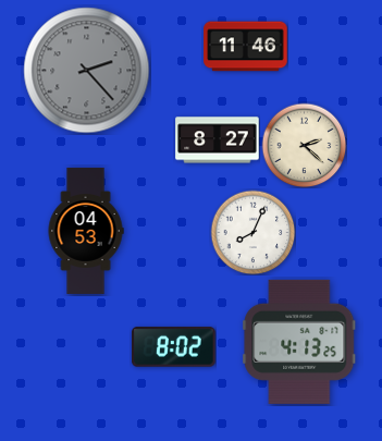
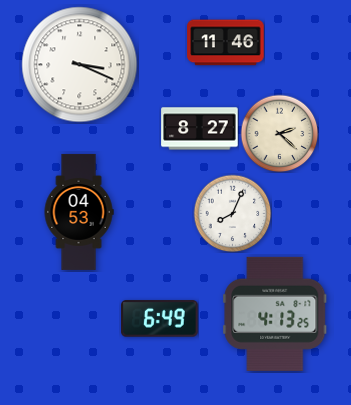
clock at (87, 71): 2:23 -> 3:19
clock at (87, 71) dial: grey -> white
clock at (174, 347): 8:02 -> 6:49
